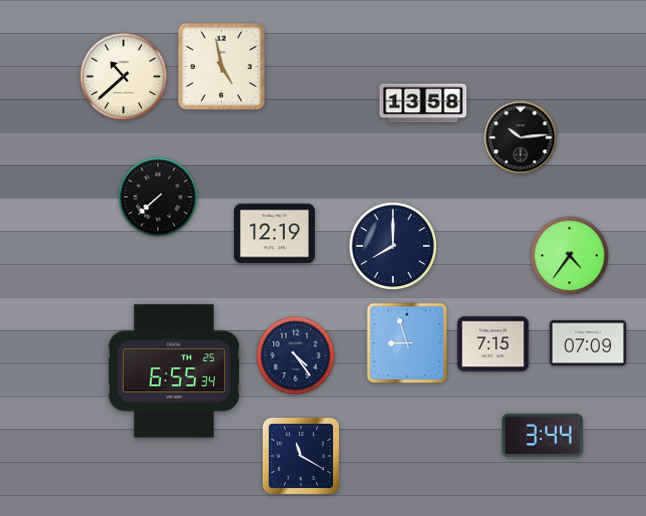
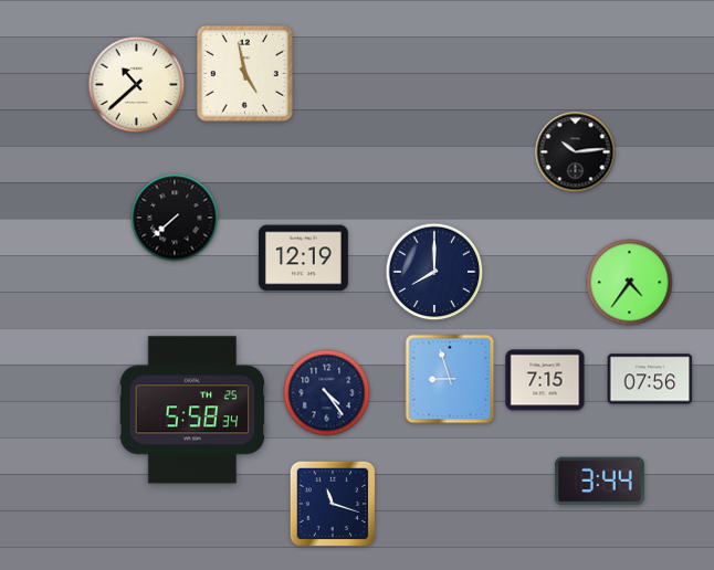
clock at (423, 103): 13:58 -> none
clock at (588, 343): 07:09 -> 07:56
clock at (174, 371): 6:55 -> 5:58
clock at (301, 456): 11:20 -> 11:18
